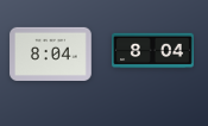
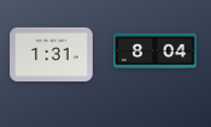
clock at (51, 53): 8:04 -> 1:31
